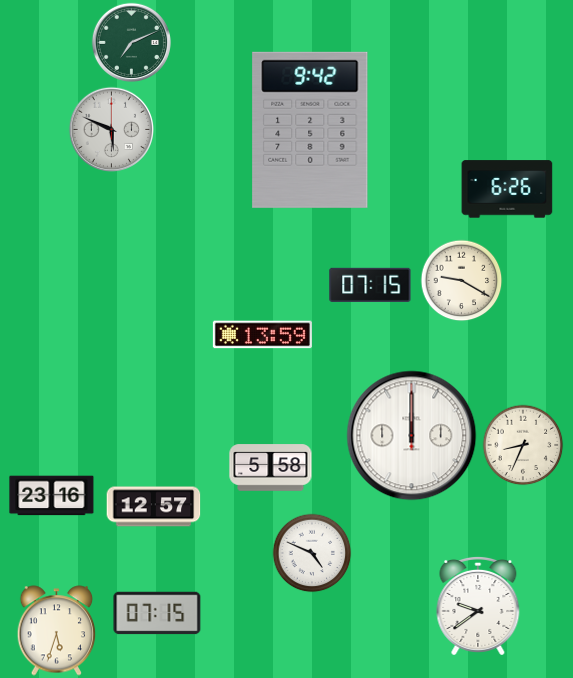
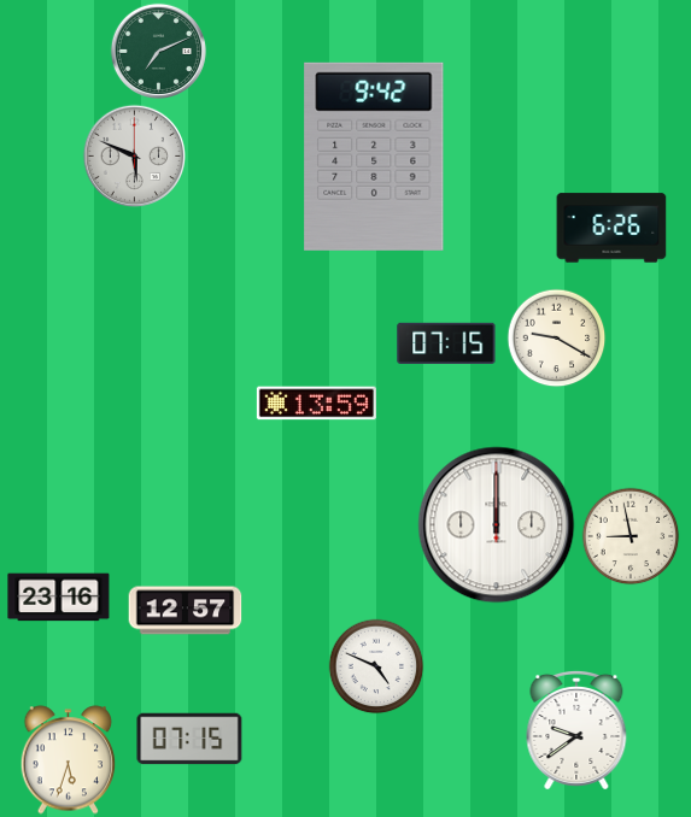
clock at (523, 445): 8:34 -> 8:58
clock at (271, 468): 5:58 -> none
clock at (52, 496) position: (52, 496) -> (59, 598)
